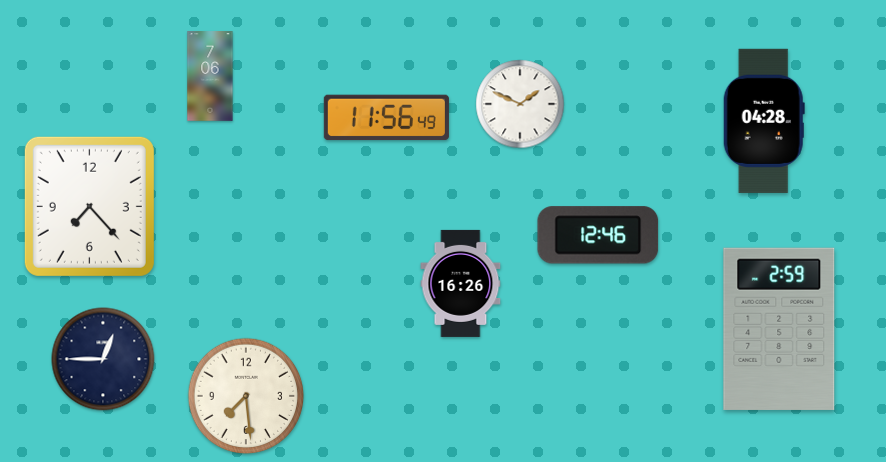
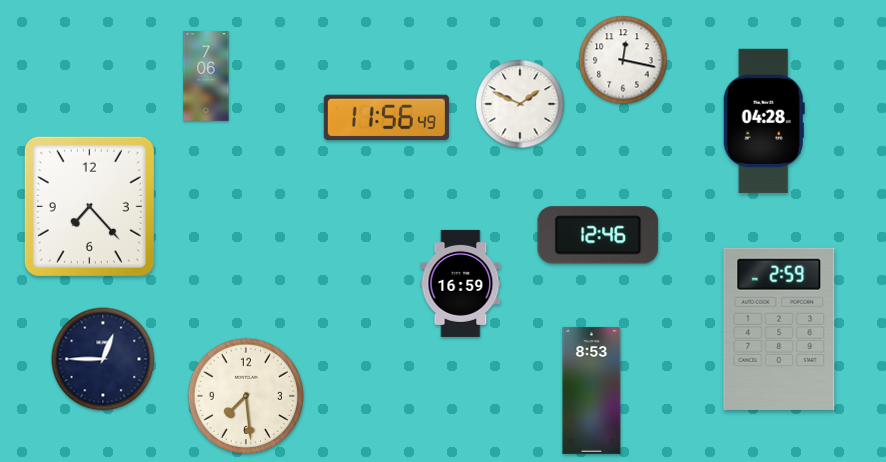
clock at (623, 60): none -> 12:17
clock at (210, 76) position: (210, 76) -> (206, 76)
clock at (461, 283): 16:26 -> 16:59
clock at (592, 390): none -> 8:53
